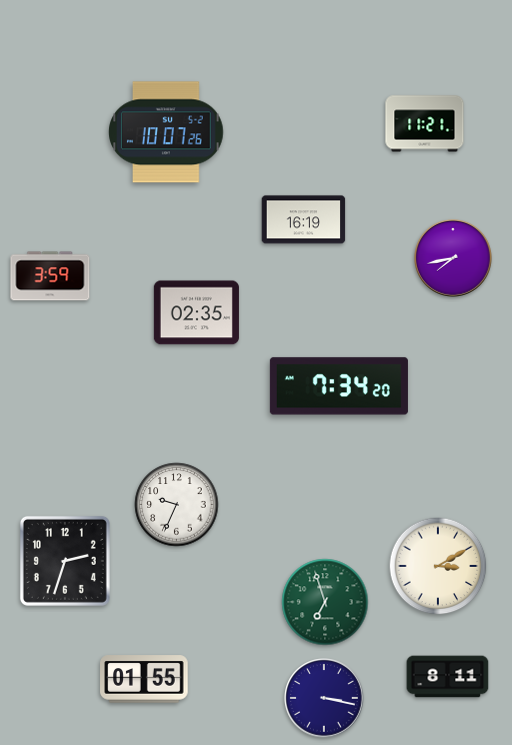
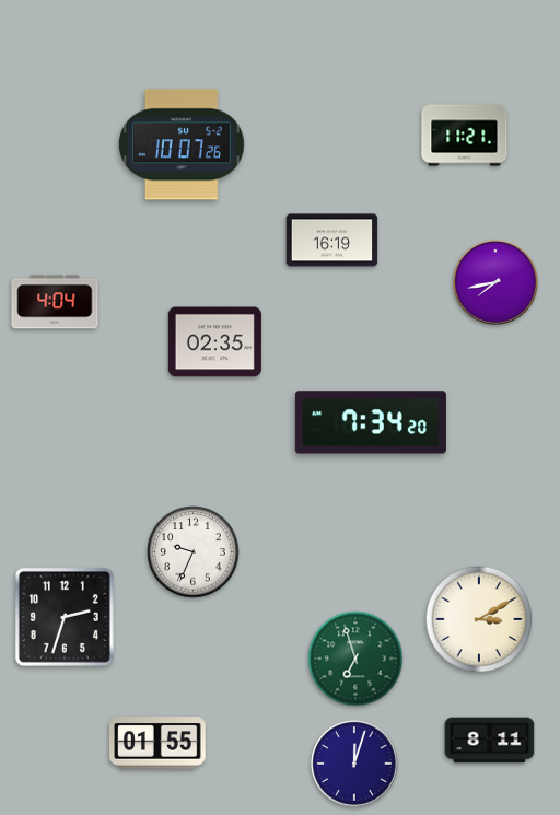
clock at (50, 276): 3:59 -> 4:04
clock at (65, 561) position: (65, 561) -> (65, 617)
clock at (324, 698): 3:17 -> 12:03
